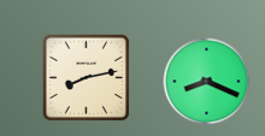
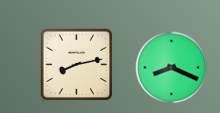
clock at (87, 78) position: (87, 78) -> (77, 65)
